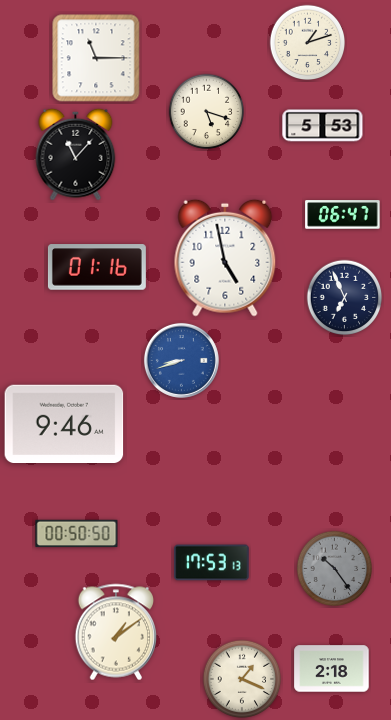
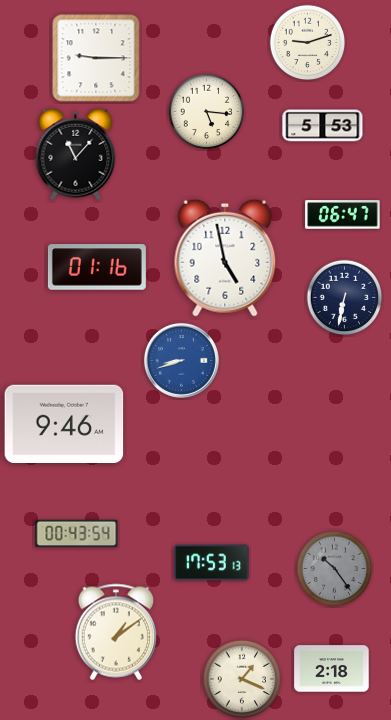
clock at (308, 43): 1:12 -> 9:12
clock at (96, 58): 11:15 -> 9:15
clock at (207, 112): 5:18 -> 5:16
clock at (345, 298): 6:56 -> 6:32
clock at (77, 534): 00:50 -> 00:43
